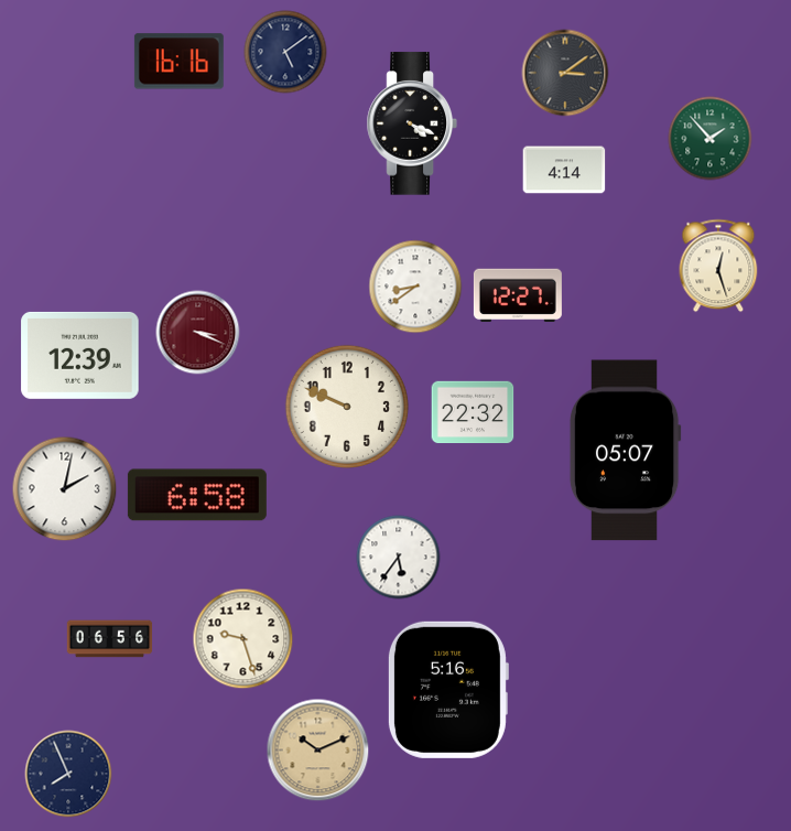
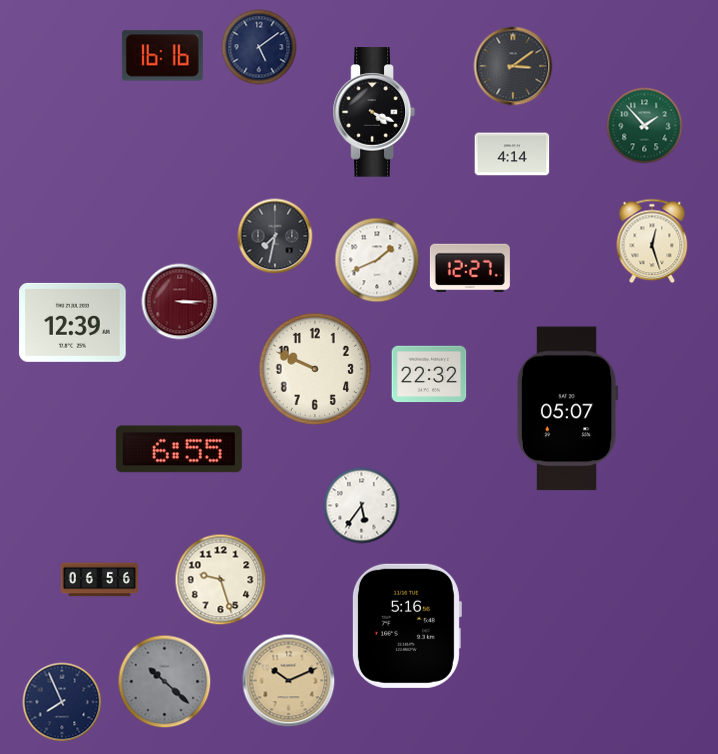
clock at (275, 236): none -> 7:32
clock at (415, 287): 8:39 -> 1:41
clock at (198, 333): 3:19 -> 3:15
clock at (65, 489): 2:02 -> none
clock at (197, 495): 6:58 -> 6:55
clock at (165, 682): none -> 10:22
